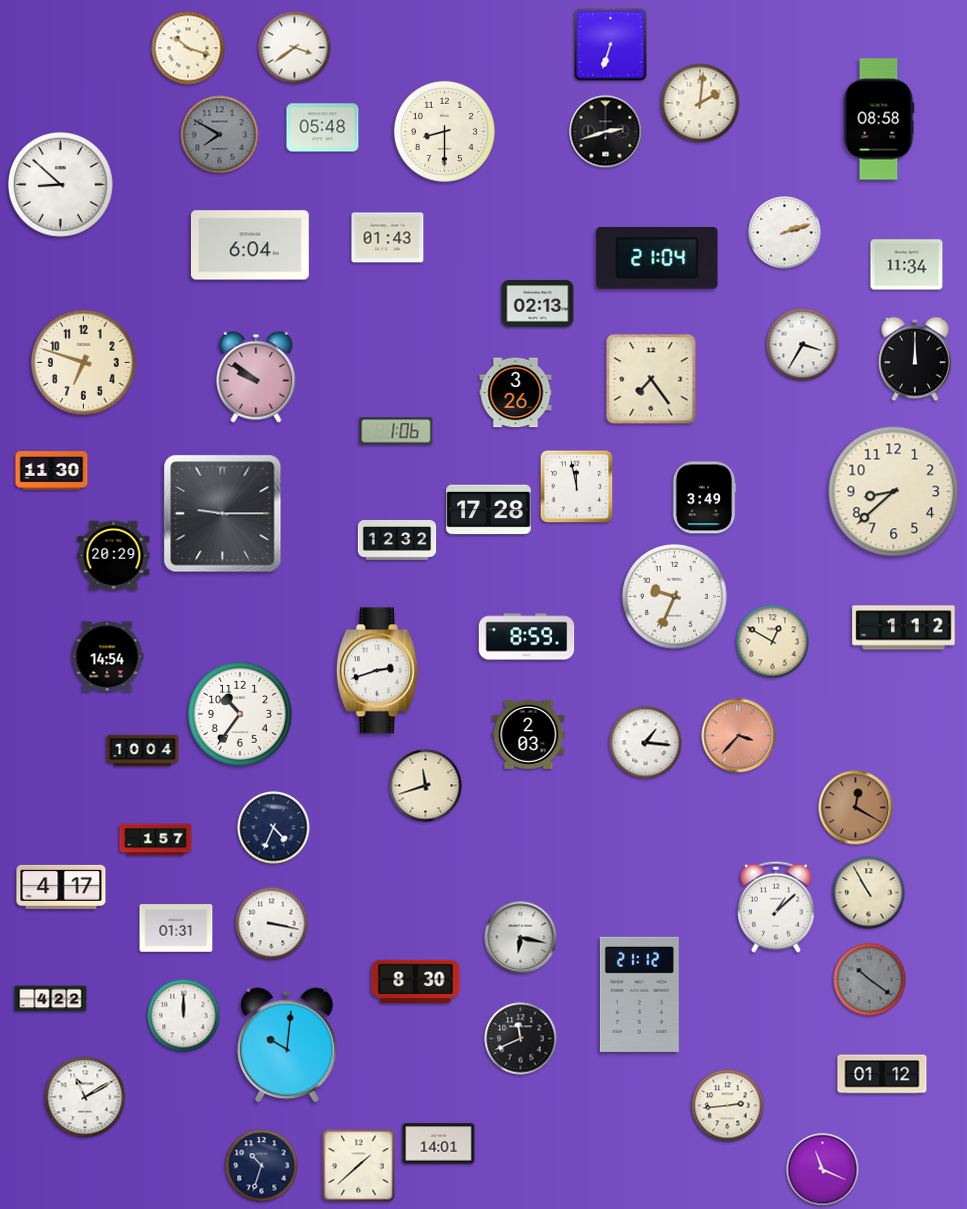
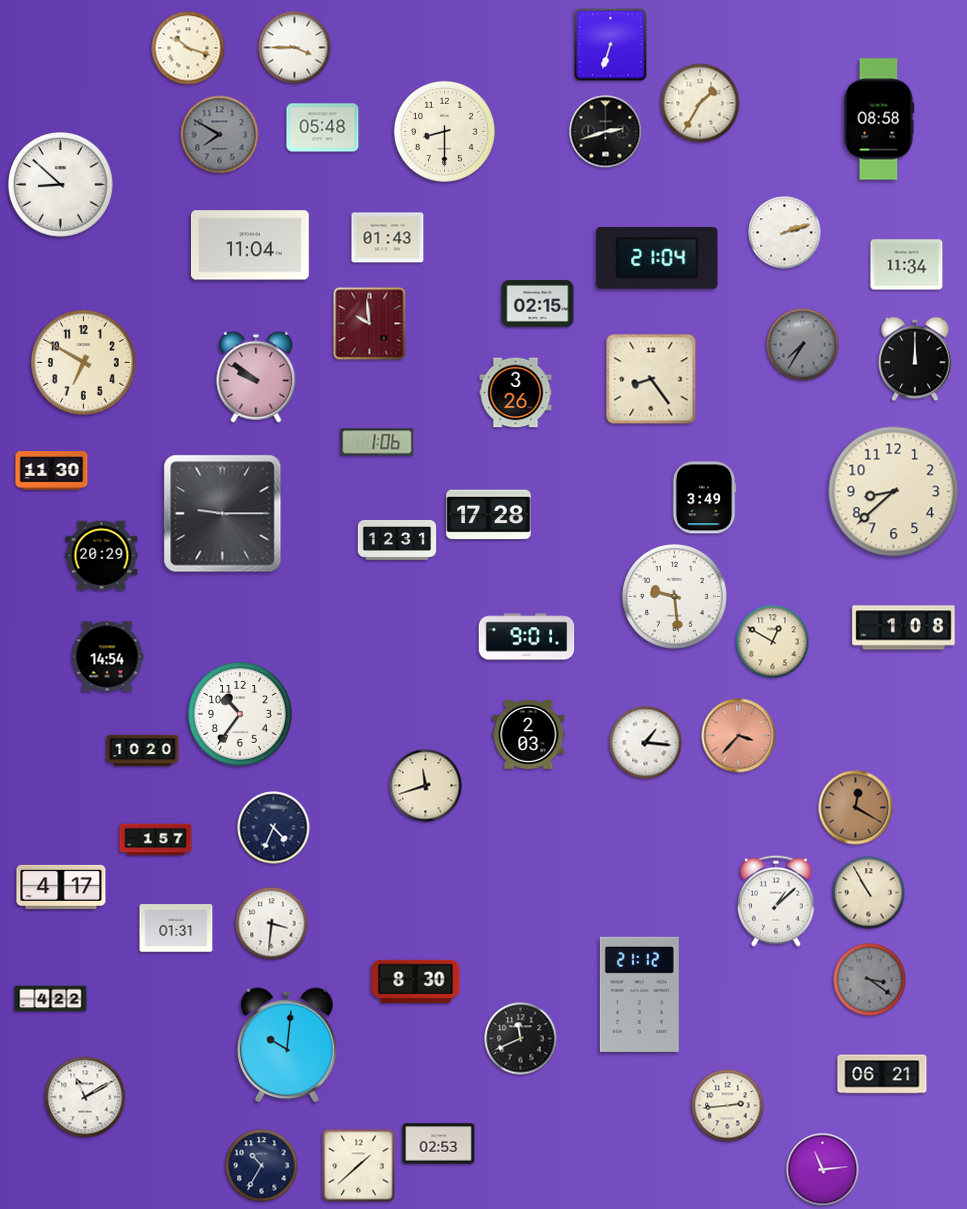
clock at (295, 48): 3:39 -> 3:45
clock at (700, 103): 2:01 -> 1:35
clock at (250, 245): 6:04 -> 11:04
clock at (538, 303): 02:13 -> 02:15
clock at (370, 324): none -> 9:59
clock at (803, 345): 3:35 -> 7:35
clock at (803, 345) dial: white -> grey
clock at (83, 362): 6:48 -> 6:50
clock at (651, 379): 7:24 -> 8:24
clock at (396, 431) position: (396, 431) -> (377, 442)
clock at (577, 487): 11:58 -> none
clock at (489, 510) position: (489, 510) -> (489, 515)
clock at (397, 541): 12:32 -> 12:31
clock at (114, 556) position: (114, 556) -> (102, 556)
clock at (674, 596): 9:34 -> 9:29
clock at (904, 628): 1:12 -> 1:08
clock at (527, 637): 8:59 -> 9:01
clock at (377, 671): 2:42 -> none
clock at (143, 751): 10:04 -> 10:20
clock at (777, 907) position: (777, 907) -> (777, 901)
clock at (272, 924): 3:17 -> 3:31
clock at (521, 938): 6:17 -> none
clock at (870, 980): 10:21 -> 3:21
clock at (184, 1016): 12:00 -> none
clock at (882, 1074): 01:12 -> 06:21
clock at (439, 1144): 14:01 -> 02:53
clock at (262, 1166): 10:33 -> 10:35
clock at (823, 1170): 11:19 -> 11:14
